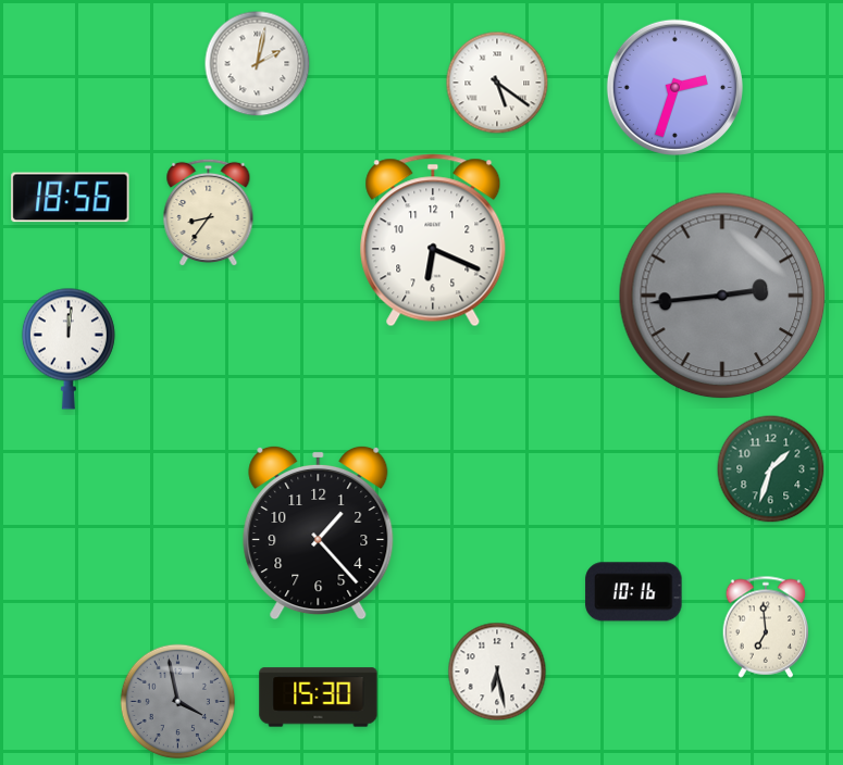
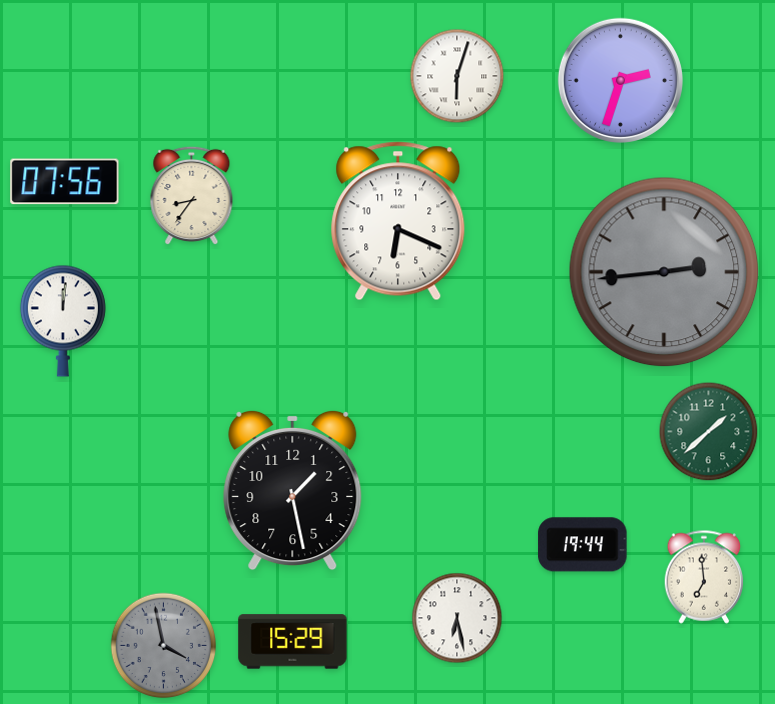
clock at (258, 64): 2:02 -> none
clock at (497, 83): 5:21 -> 6:03
clock at (71, 198): 18:56 -> 07:56
clock at (771, 469): 1:33 -> 1:38
clock at (319, 532): 1:23 -> 1:28
clock at (634, 592): 10:16 -> 19:44
clock at (319, 698): 15:30 -> 15:29
